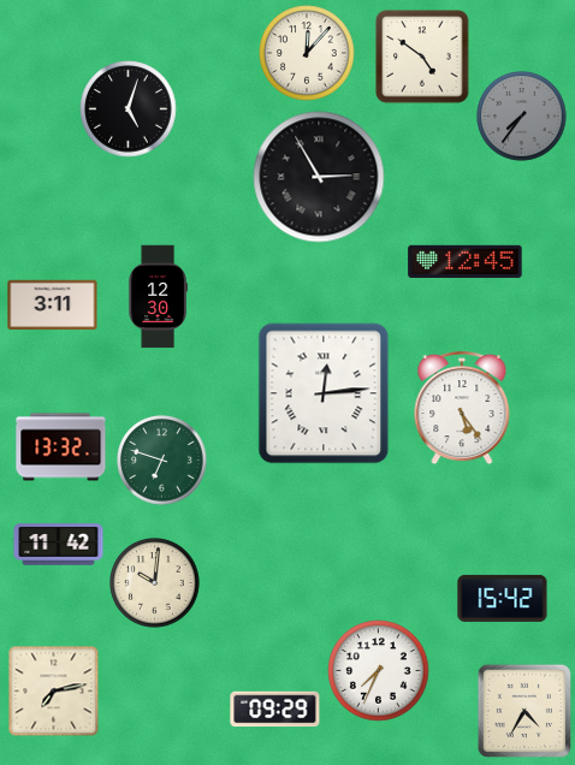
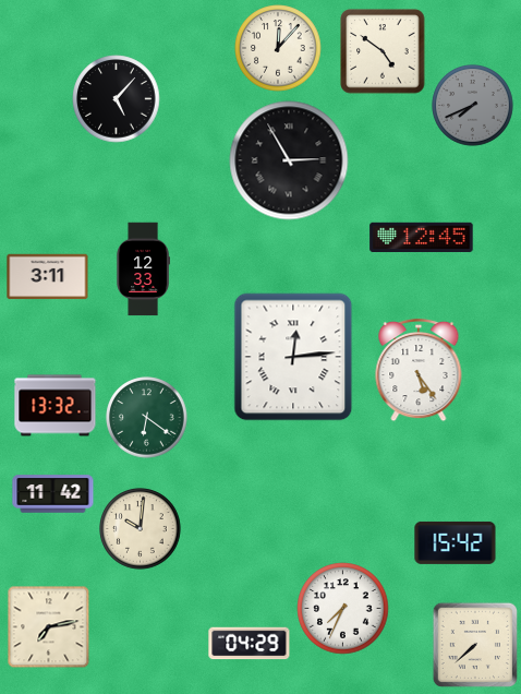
clock at (129, 109): 5:03 -> 5:07
clock at (522, 117): 7:36 -> 7:41
clock at (158, 297): 12:30 -> 12:33
clock at (162, 461): 6:48 -> 6:21
clock at (275, 710): 09:29 -> 04:29
clock at (524, 711): 4:35 -> 7:38
